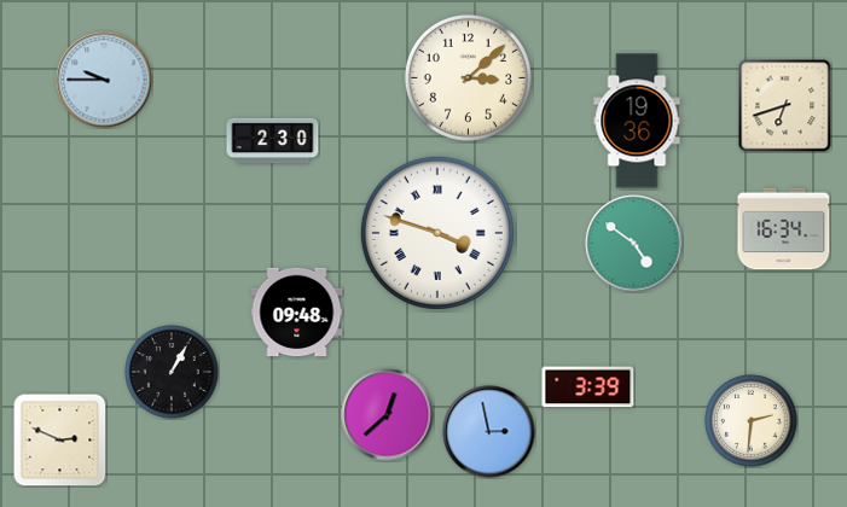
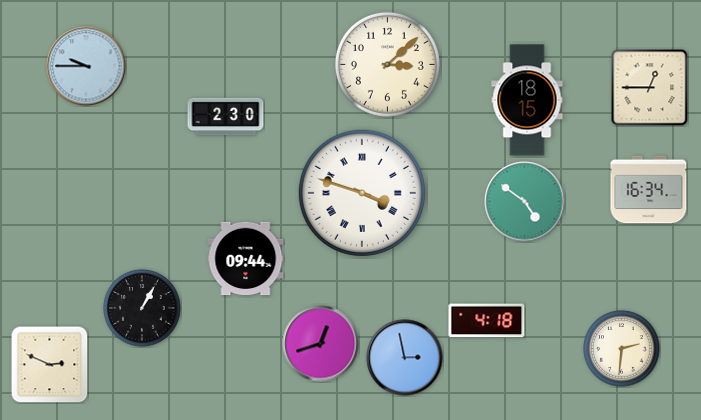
clock at (784, 105): 6:42 -> 12:45
clock at (637, 121): 19:36 -> 18:15
clock at (297, 313): 09:48 -> 09:44
clock at (588, 387): 3:39 -> 4:18
clock at (388, 415): 12:38 -> 12:42
